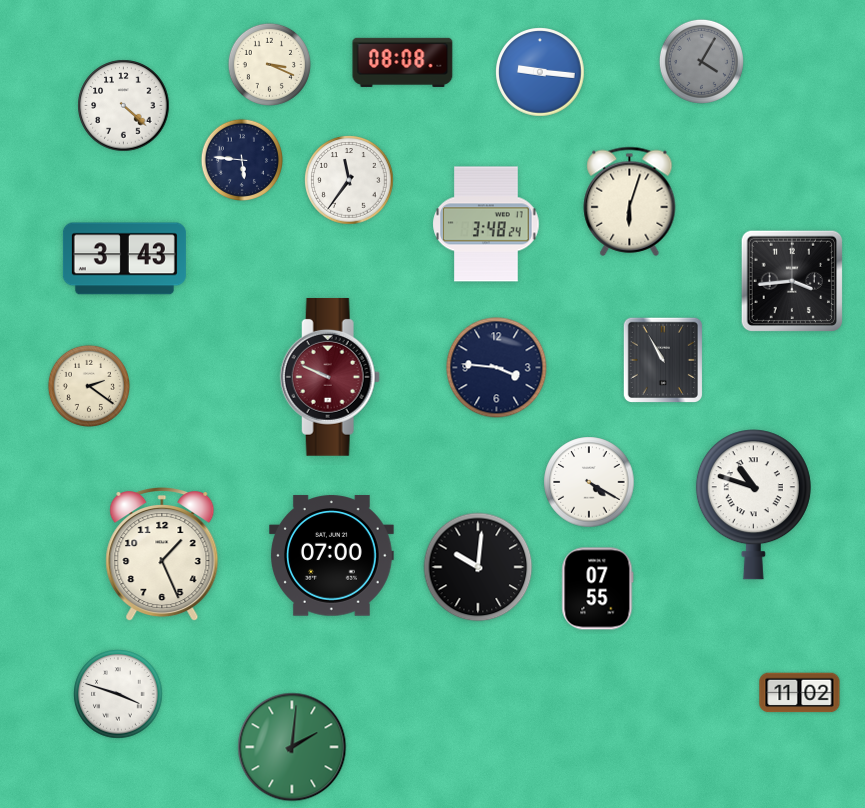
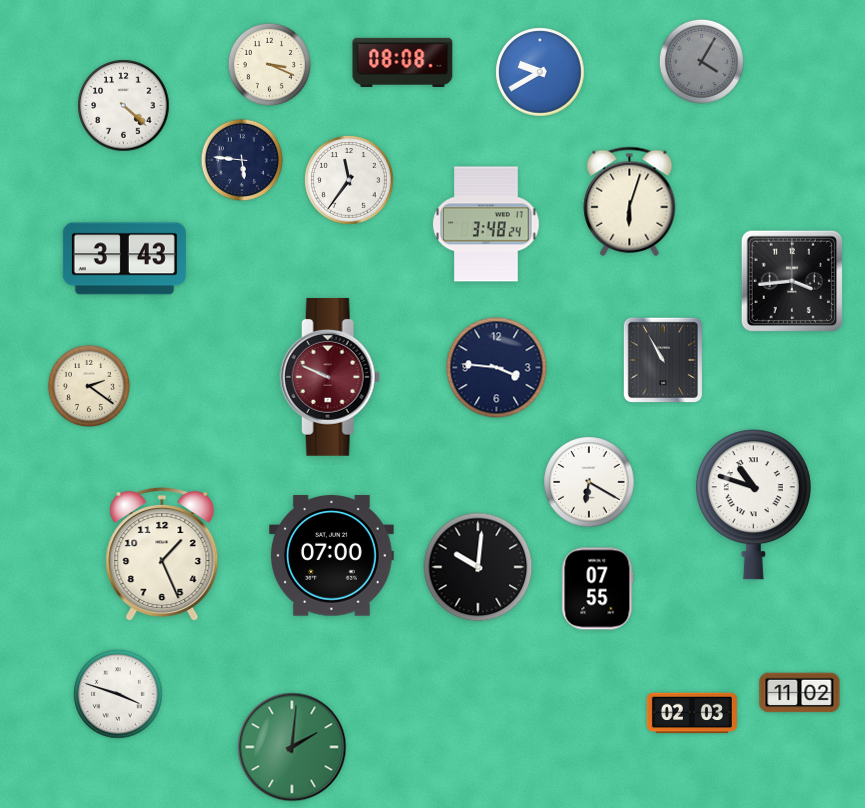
clock at (540, 72): 9:16 -> 9:40
clock at (589, 482): 4:20 -> 6:20
clock at (692, 713): none -> 02:03
